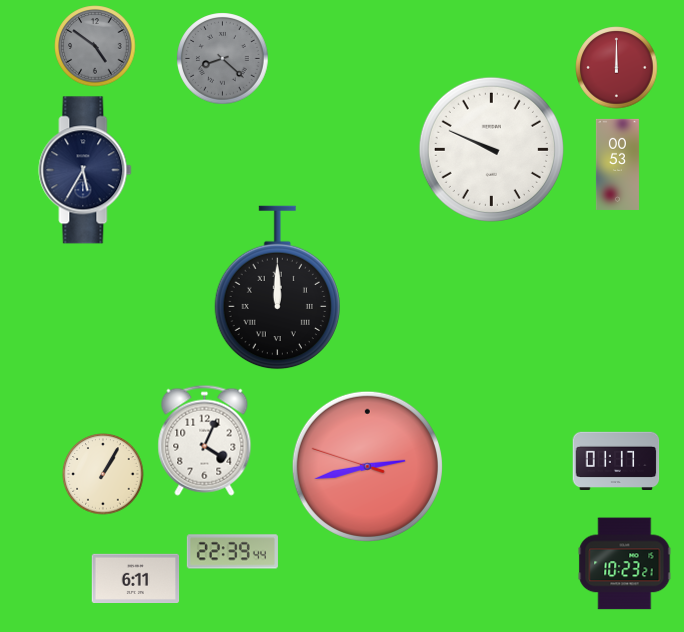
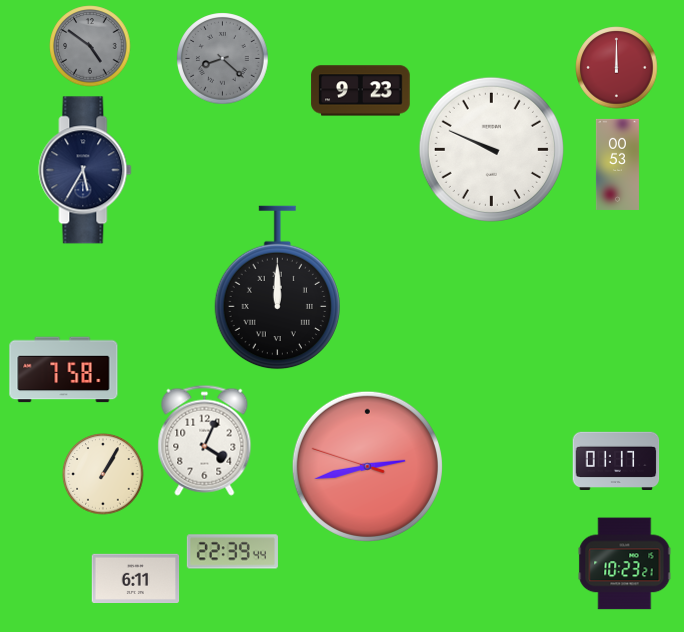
clock at (95, 46) position: (95, 46) -> (90, 46)
clock at (361, 91): none -> 9:23
clock at (64, 370): none -> 7:58
